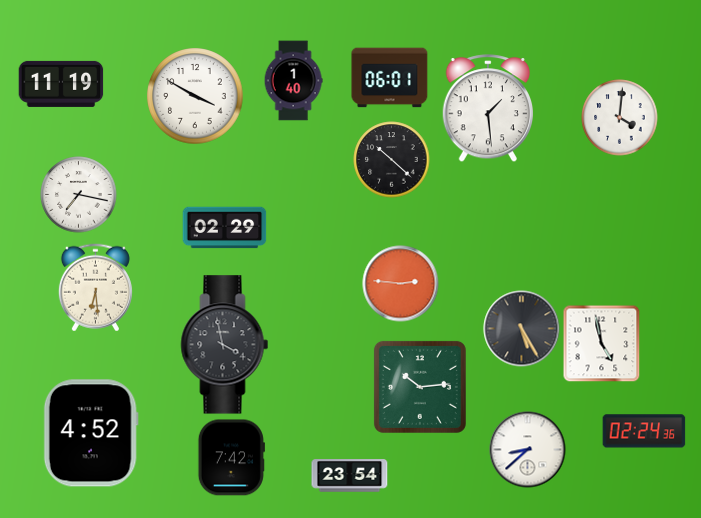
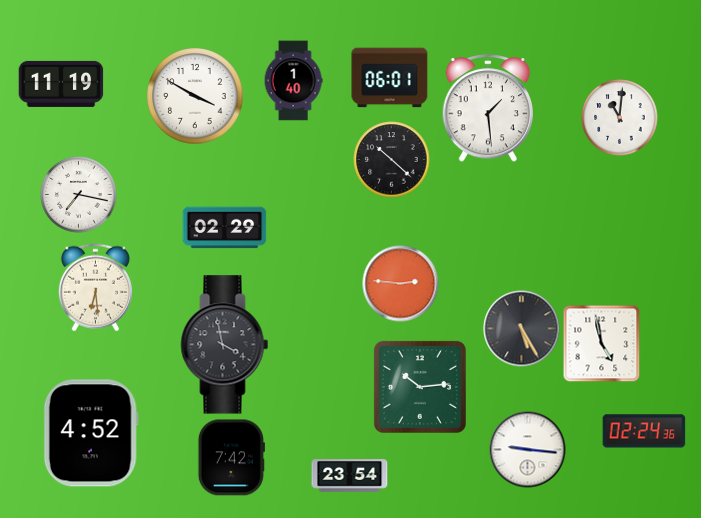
clock at (620, 118): 4:01 -> 11:01
clock at (528, 450): 8:38 -> 9:16
